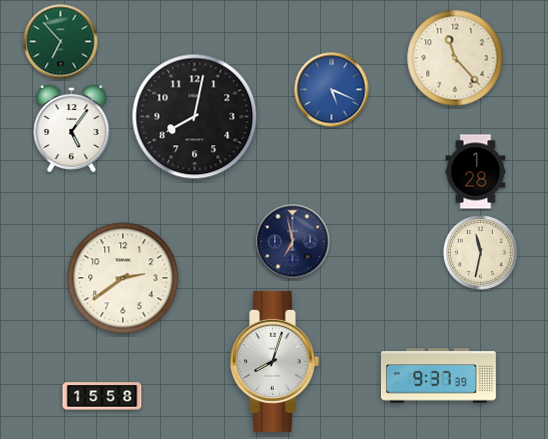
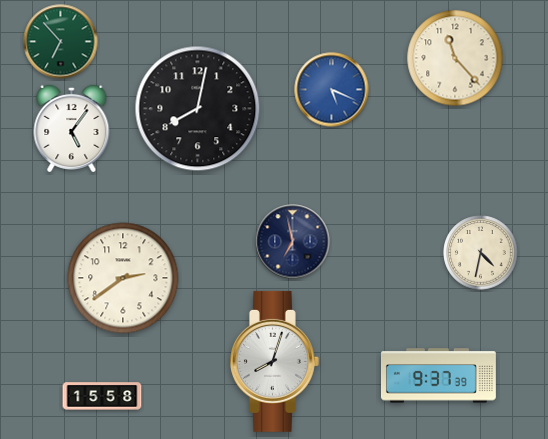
clock at (195, 117) position: (195, 117) -> (198, 109)
clock at (476, 172): 1:28 -> none
clock at (481, 253): 11:32 -> 4:32
